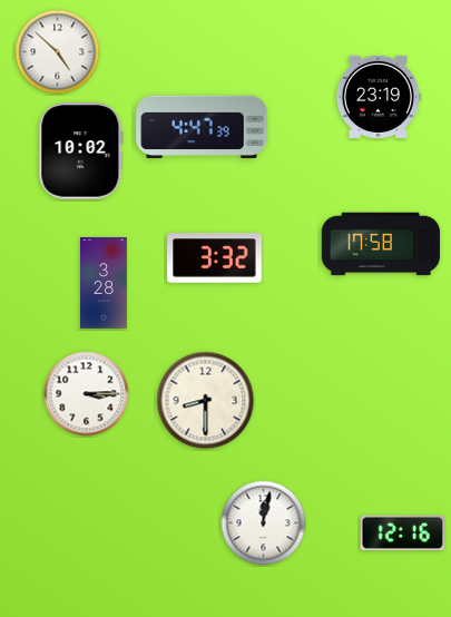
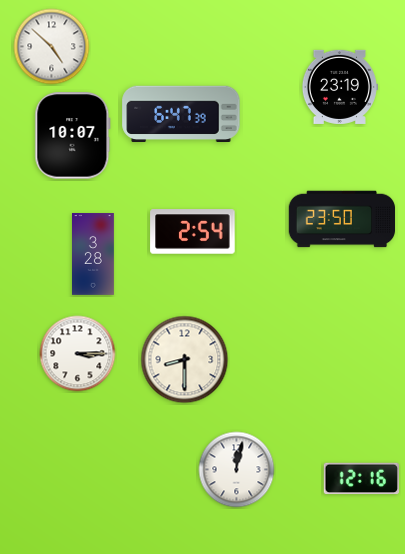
clock at (202, 127): 4:47 -> 6:47
clock at (81, 151): 10:02 -> 10:07
clock at (381, 244): 17:58 -> 23:50
clock at (215, 258): 3:32 -> 2:54
